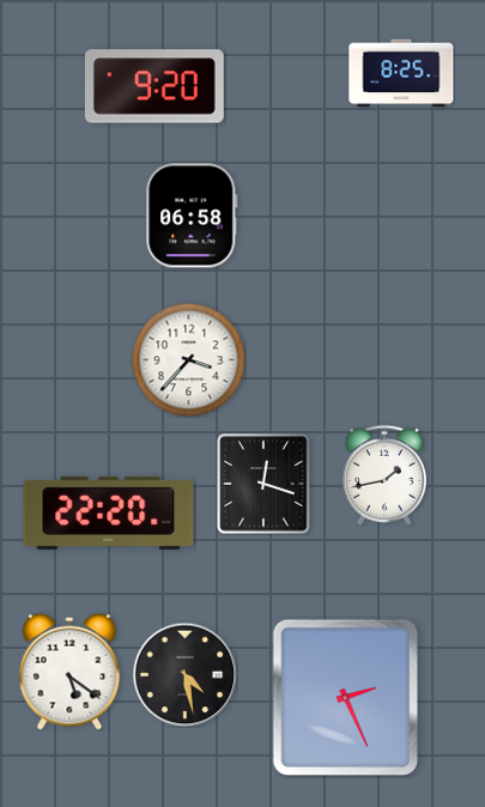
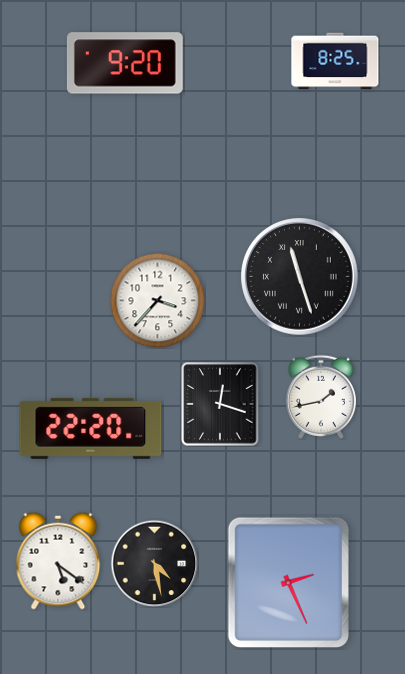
clock at (154, 86) position: (154, 86) -> (125, 63)
clock at (192, 216): 06:58 -> none
clock at (300, 277): none -> 11:27
